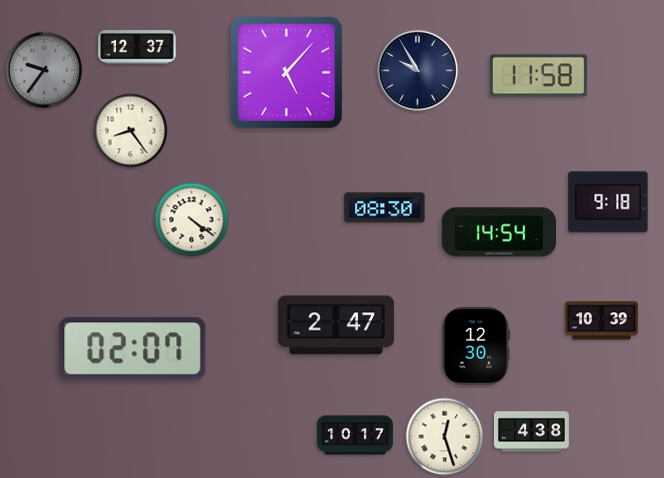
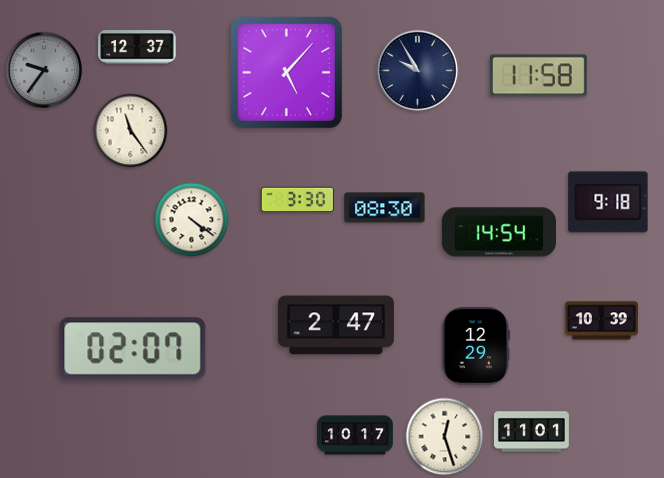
clock at (131, 131): 8:24 -> 11:24
clock at (297, 200): none -> 3:30
clock at (475, 346): 12:30 -> 12:29
clock at (531, 432): 4:38 -> 11:01
